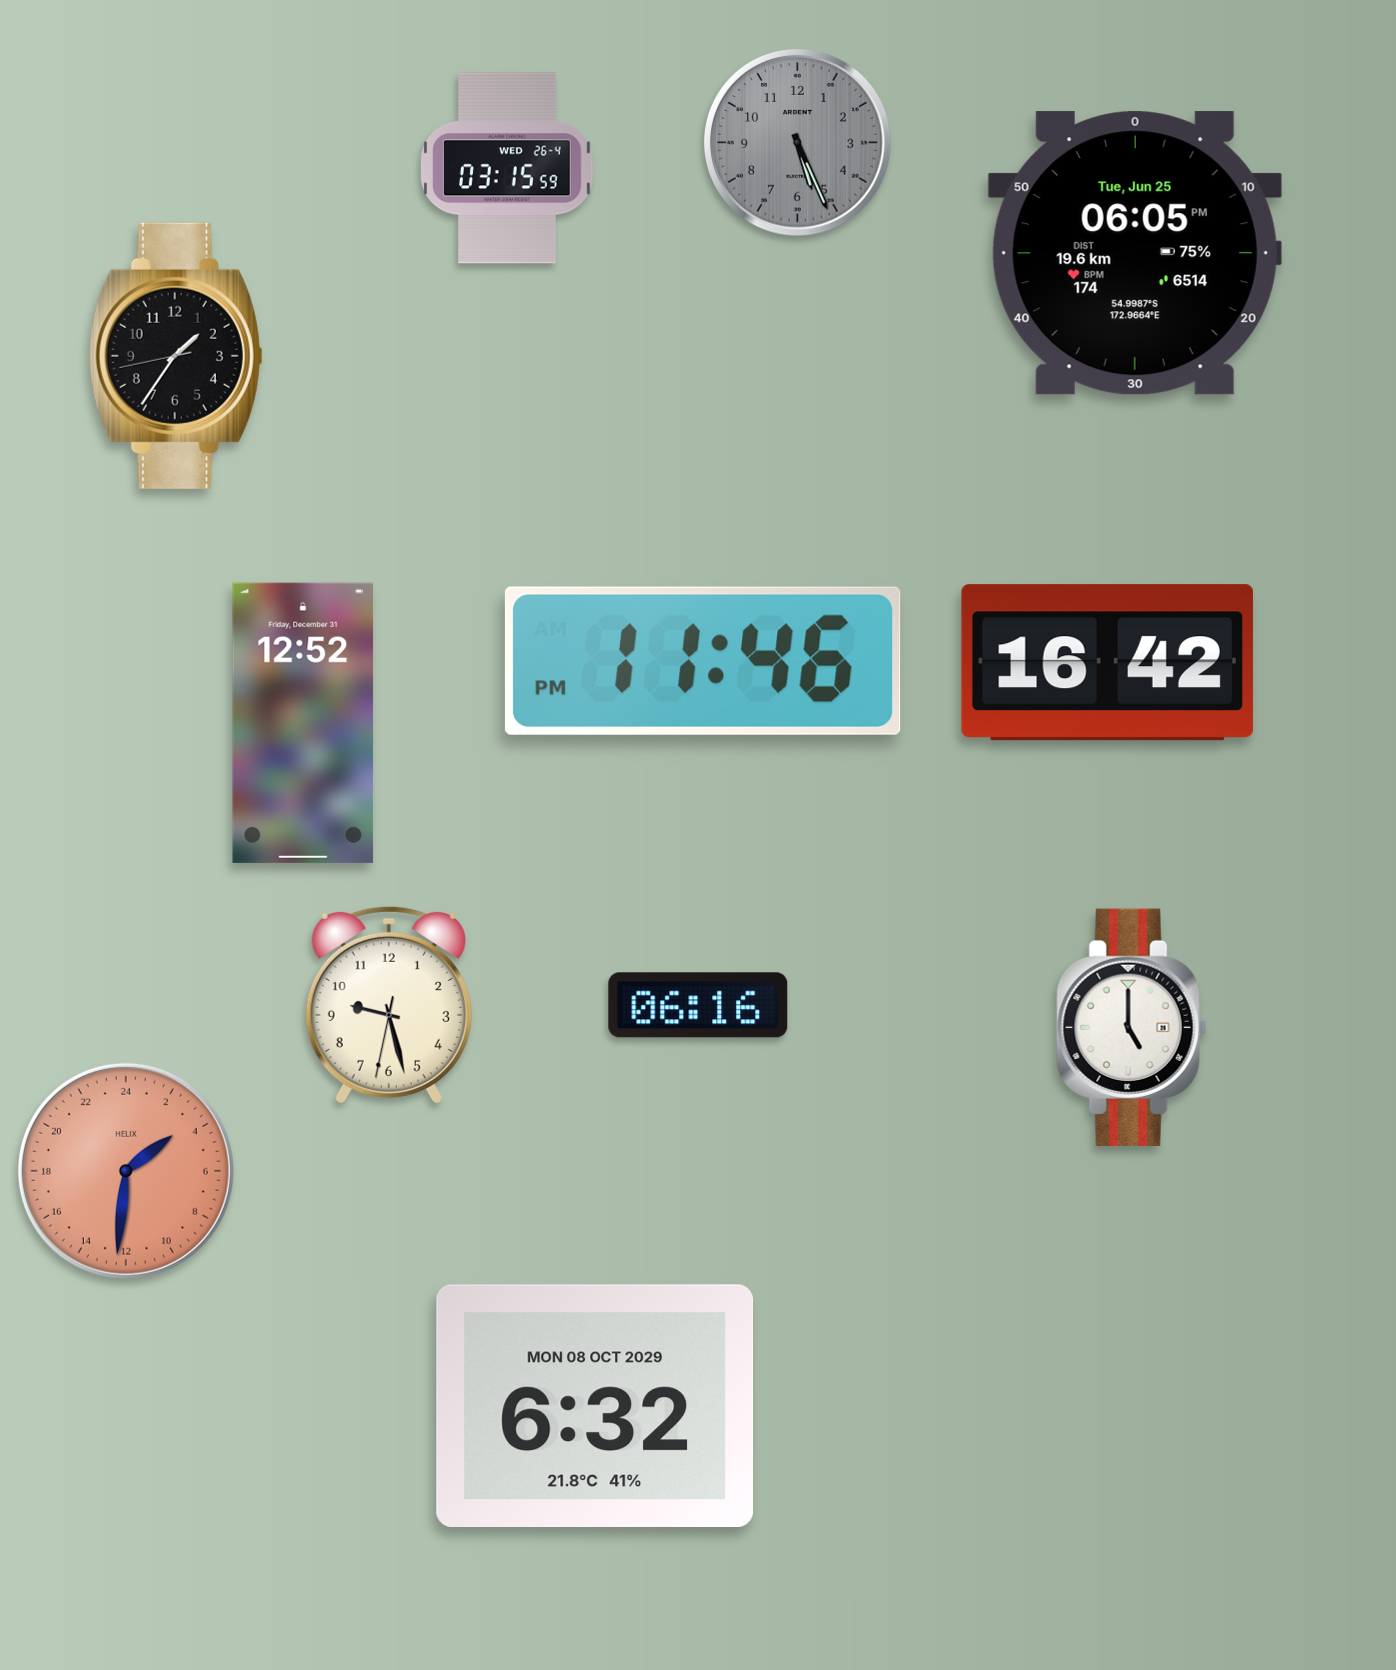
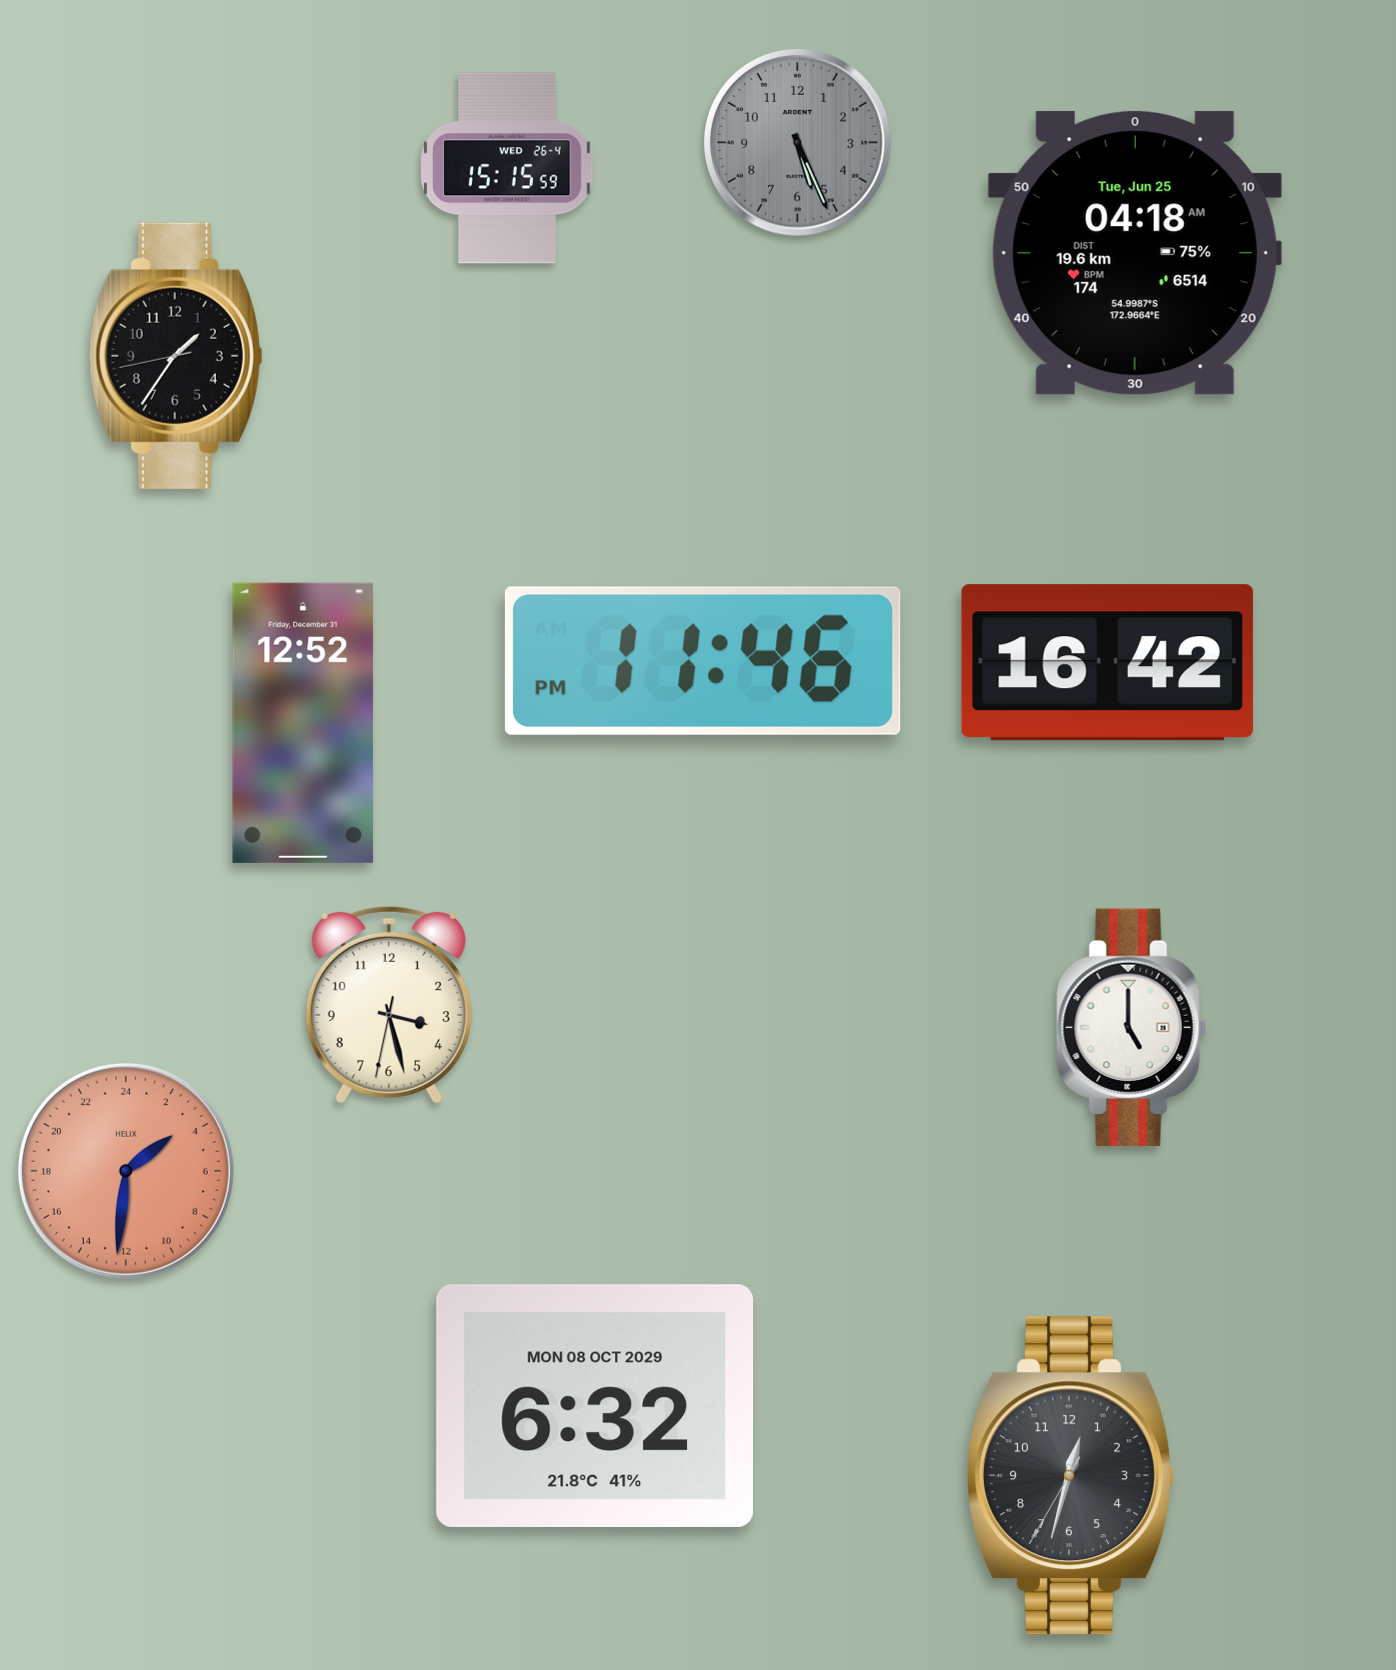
clock at (507, 168): 03:15 -> 15:15
clock at (1135, 253): 06:05 -> 04:18
clock at (389, 1005): 9:27 -> 3:27
clock at (698, 1005): 06:16 -> none
clock at (1071, 1475): none -> 12:32
